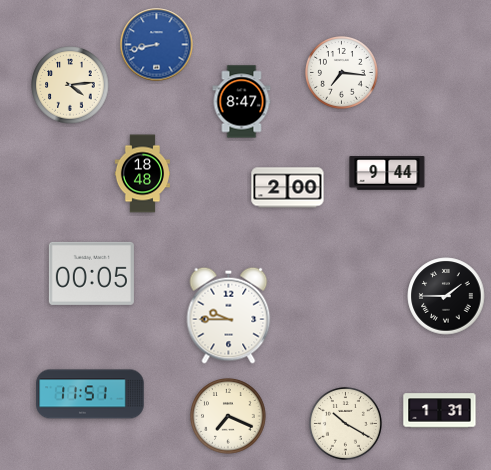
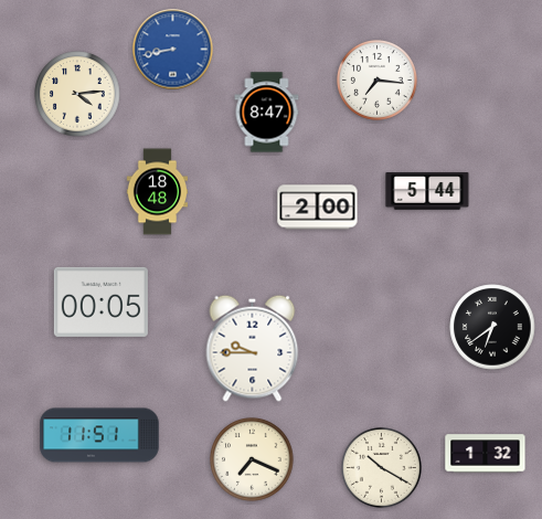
clock at (387, 173): 9:44 -> 5:44
clock at (446, 296): 1:45 -> 6:39
clock at (440, 411): 1:31 -> 1:32
